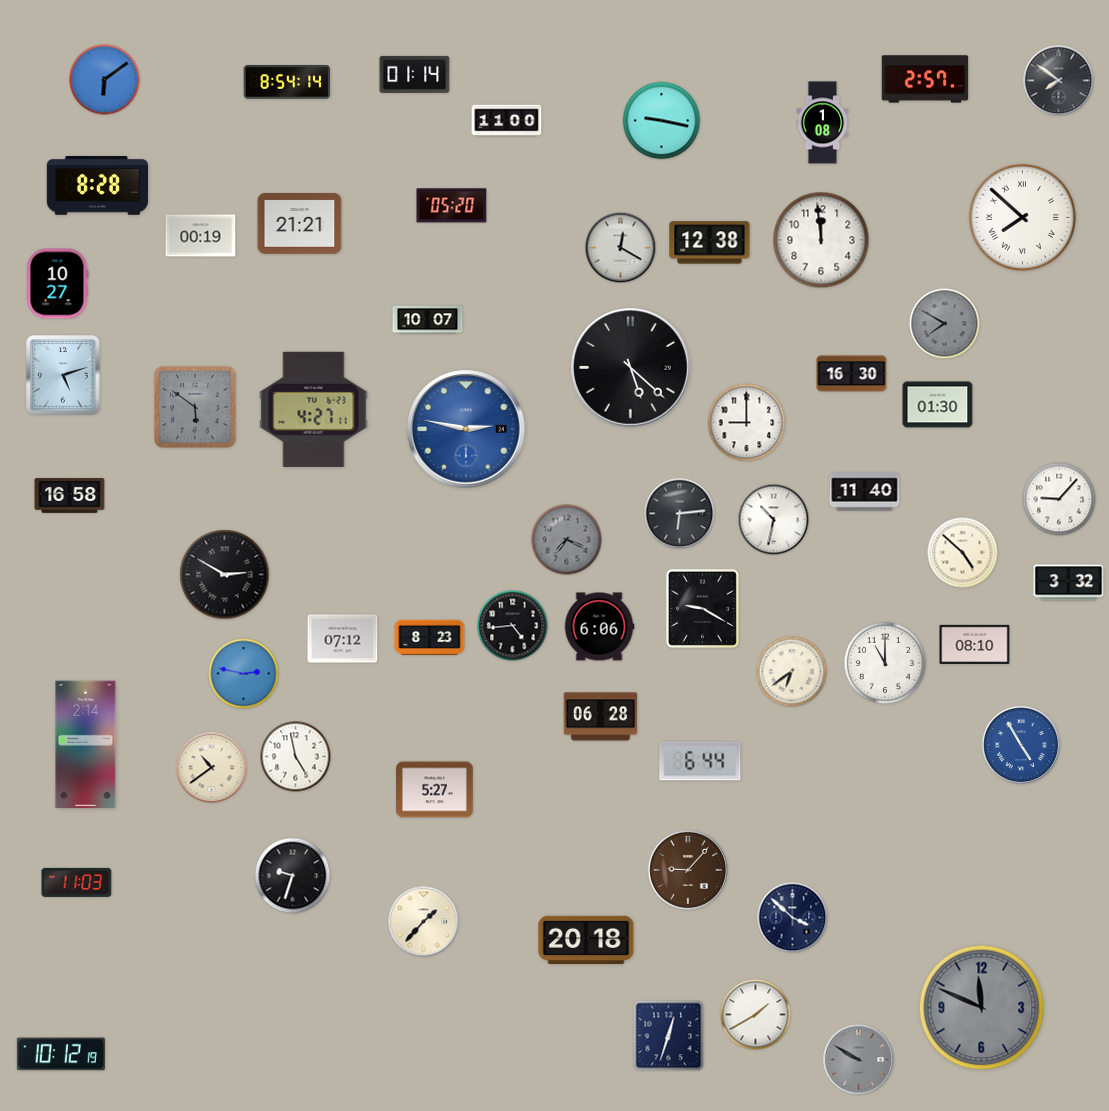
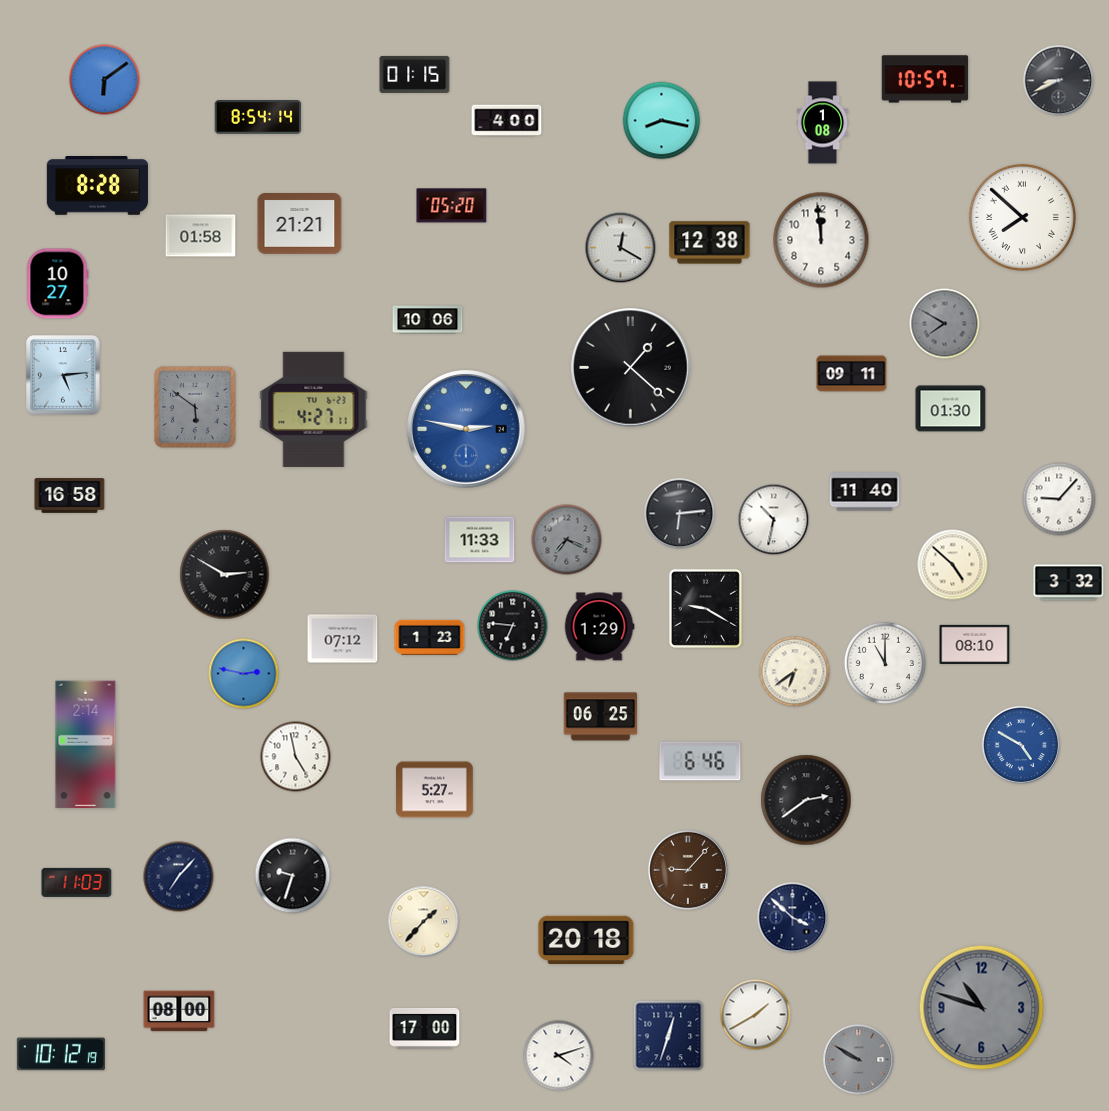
clock at (415, 74): 01:14 -> 01:15
clock at (925, 79): 2:57 -> 10:57
clock at (1059, 81): 7:51 -> 8:41
clock at (287, 82) position: (287, 82) -> (258, 117)
clock at (507, 121): 11:00 -> 4:00
clock at (662, 121): 9:17 -> 8:17
clock at (201, 236): 00:19 -> 01:58
clock at (428, 320): 10:07 -> 10:06
clock at (631, 368): 5:22 -> 1:22
clock at (852, 374): 16:30 -> 09:11
clock at (63, 375): 5:12 -> 5:14
clock at (938, 405) position: (938, 405) -> (951, 409)
clock at (747, 423): 9:00 -> none
clock at (480, 540): none -> 11:33
clock at (963, 553) position: (963, 553) -> (953, 565)
clock at (702, 608) position: (702, 608) -> (705, 608)
clock at (513, 626): 4:44 -> 6:46
clock at (599, 627): 6:06 -> 1:29
clock at (430, 637): 8:23 -> 1:23
clock at (792, 672) position: (792, 672) -> (795, 672)
clock at (601, 717): 06:28 -> 06:25
clock at (1020, 744): 4:55 -> 4:50
clock at (700, 761): 6:44 -> 6:46
clock at (212, 768): 10:39 -> none
clock at (806, 800): none -> 2:39
clock at (179, 877): none -> 7:07
clock at (982, 1008): 11:49 -> 10:48
clock at (179, 1011): none -> 08:00
clock at (425, 1028): none -> 17:00
clock at (559, 1056): none -> 4:12
